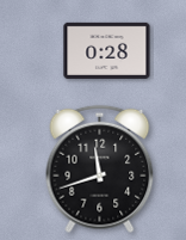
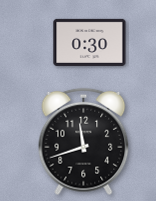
clock at (107, 50): 0:28 -> 0:30
